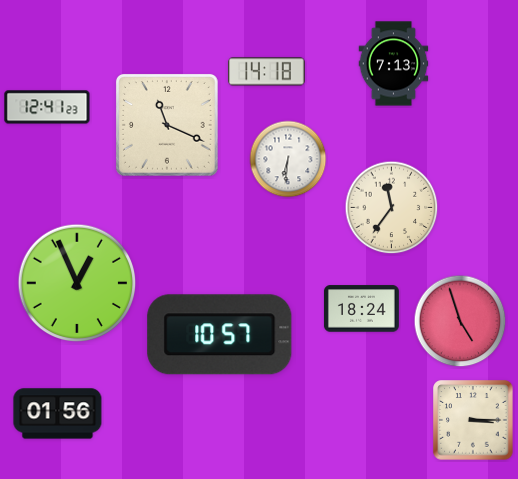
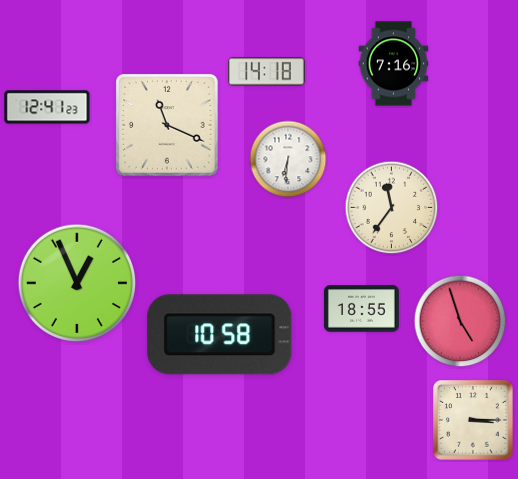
clock at (394, 64): 7:13 -> 7:16
clock at (361, 309): 18:24 -> 18:55
clock at (220, 335): 10:57 -> 10:58
clock at (58, 414): 01:56 -> none
